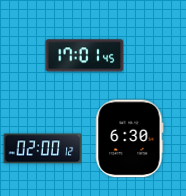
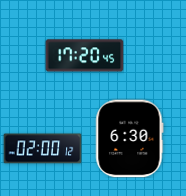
clock at (84, 56): 17:01 -> 17:20
